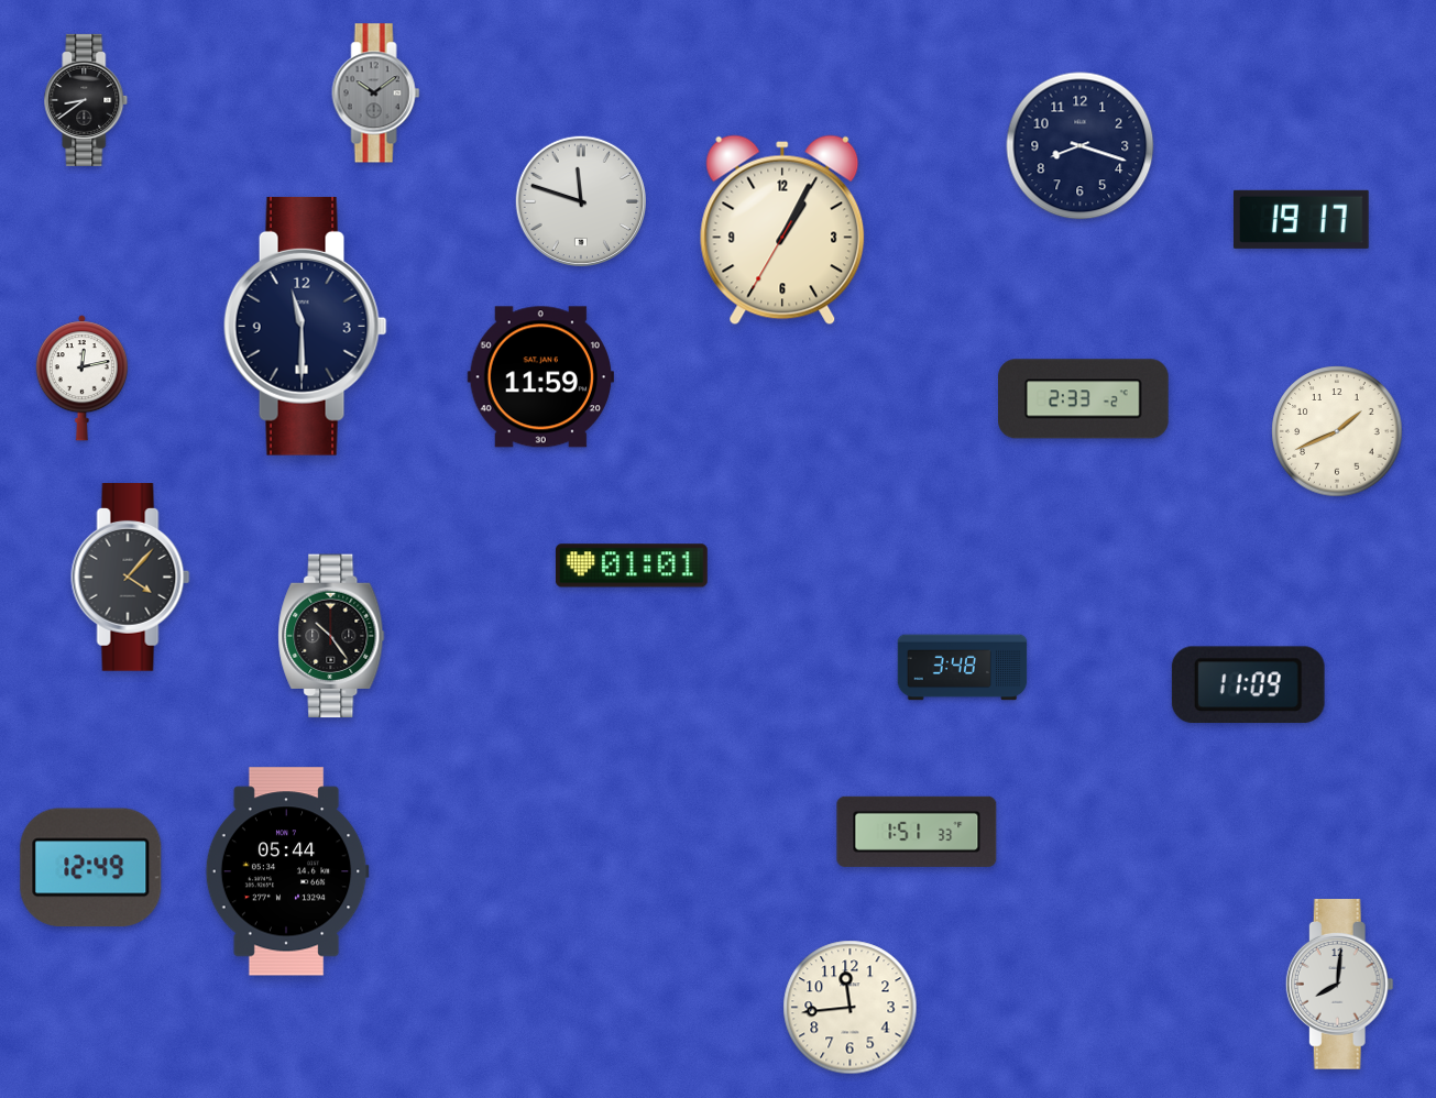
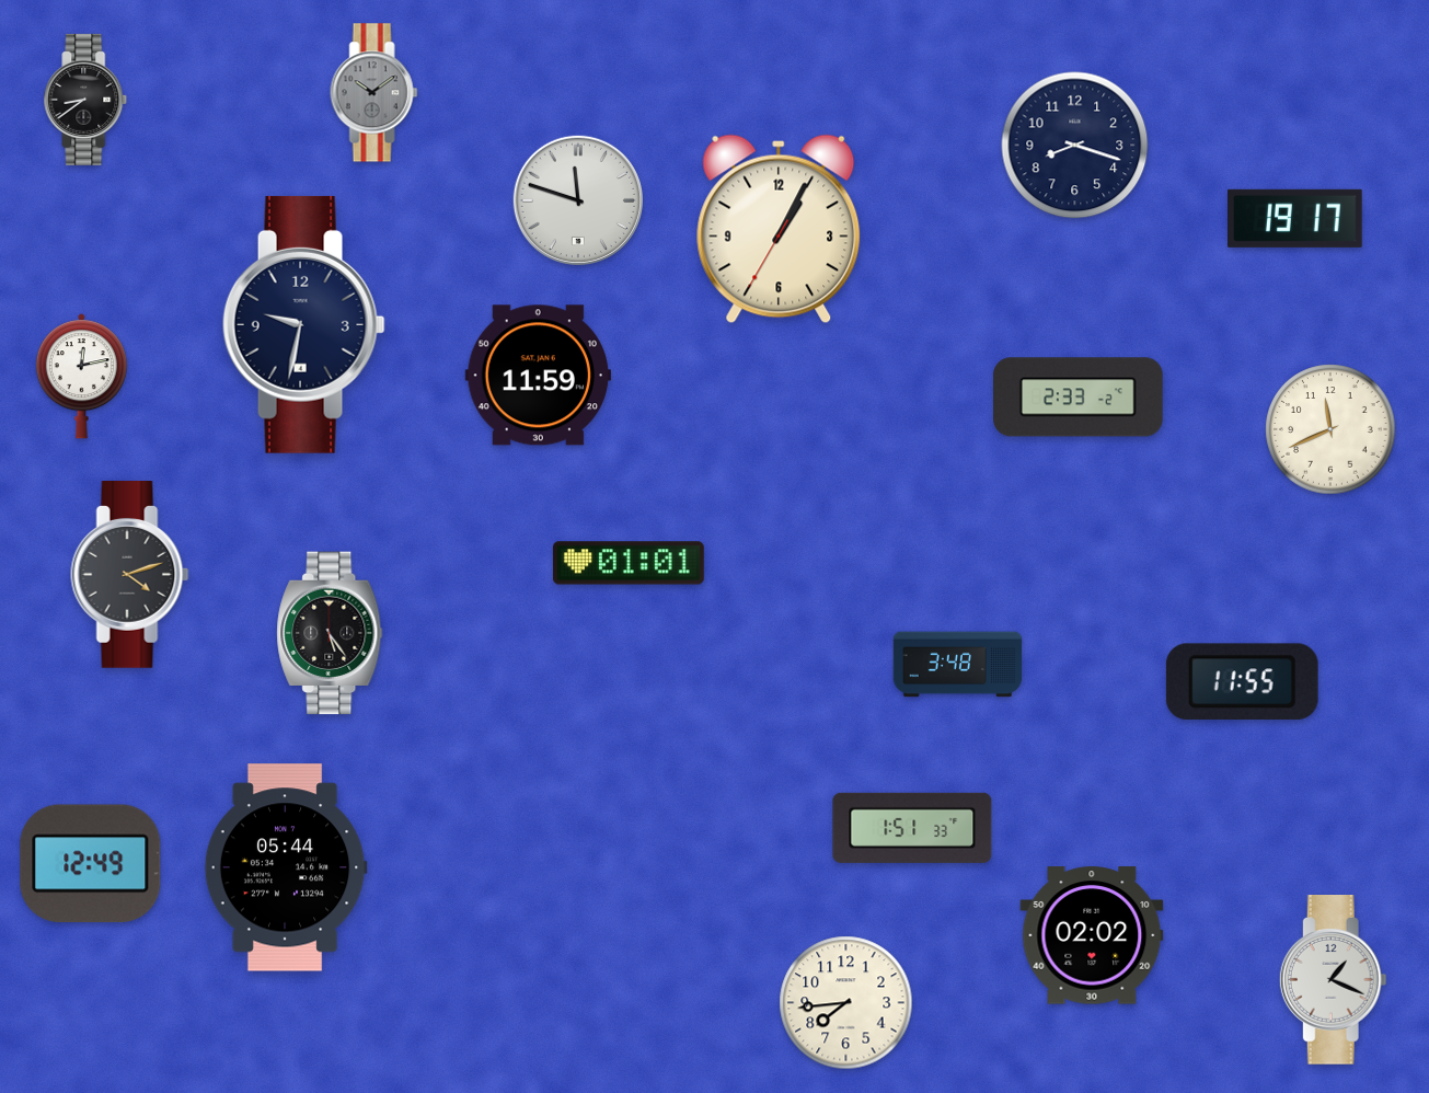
clock at (305, 326): 11:30 -> 9:32
clock at (1337, 431): 1:41 -> 11:41
clock at (131, 578): 4:07 -> 4:12
clock at (331, 636): 10:24 -> 5:24
clock at (1248, 685): 11:09 -> 11:55
clock at (1092, 935): none -> 02:02
clock at (1339, 985): 8:01 -> 1:19
clock at (851, 1008): 11:44 -> 7:44
